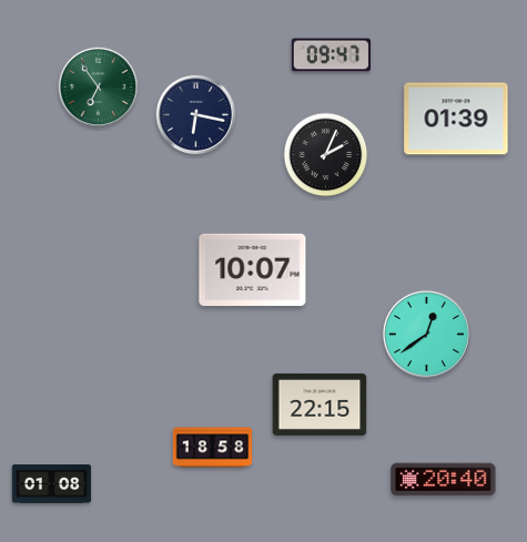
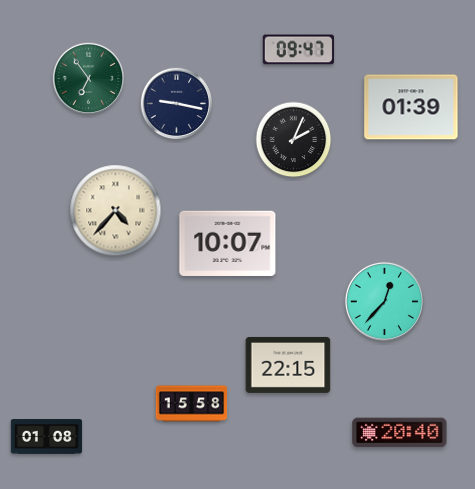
clock at (196, 115): 6:17 -> 9:17
clock at (116, 211): none -> 4:37
clock at (426, 334): 12:39 -> 12:37
clock at (213, 448): 18:58 -> 15:58
